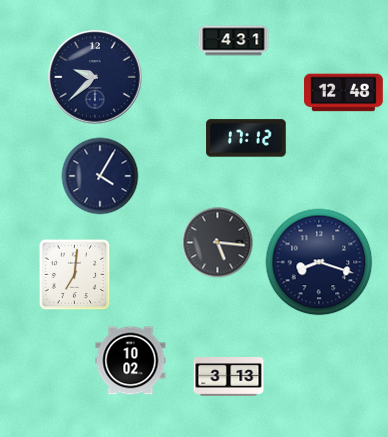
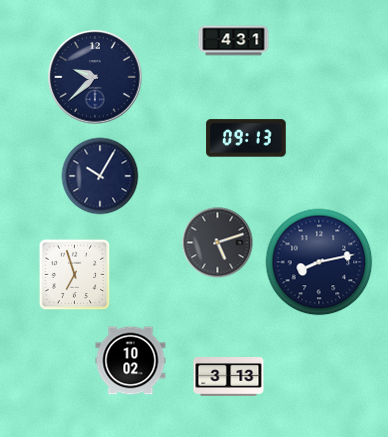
clock at (344, 93): 12:48 -> none
clock at (246, 138): 17:12 -> 09:13
clock at (100, 176): 4:05 -> 10:05
clock at (218, 243): 5:16 -> 5:12
clock at (319, 262): 8:18 -> 8:13
clock at (75, 275): 7:01 -> 6:57
